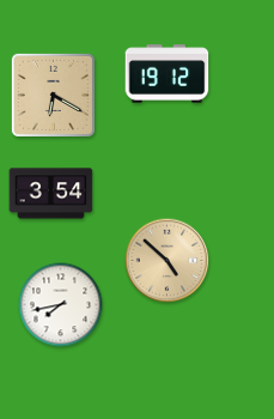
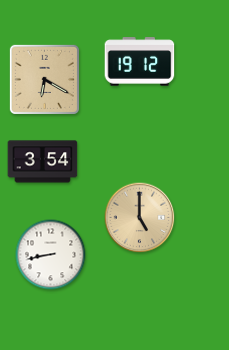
clock at (168, 261): 4:52 -> 5:00
clock at (61, 305): 7:43 -> 8:43
